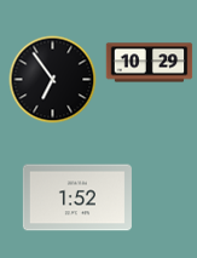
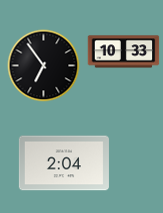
clock at (150, 63): 10:29 -> 10:33
clock at (77, 197): 1:52 -> 2:04
